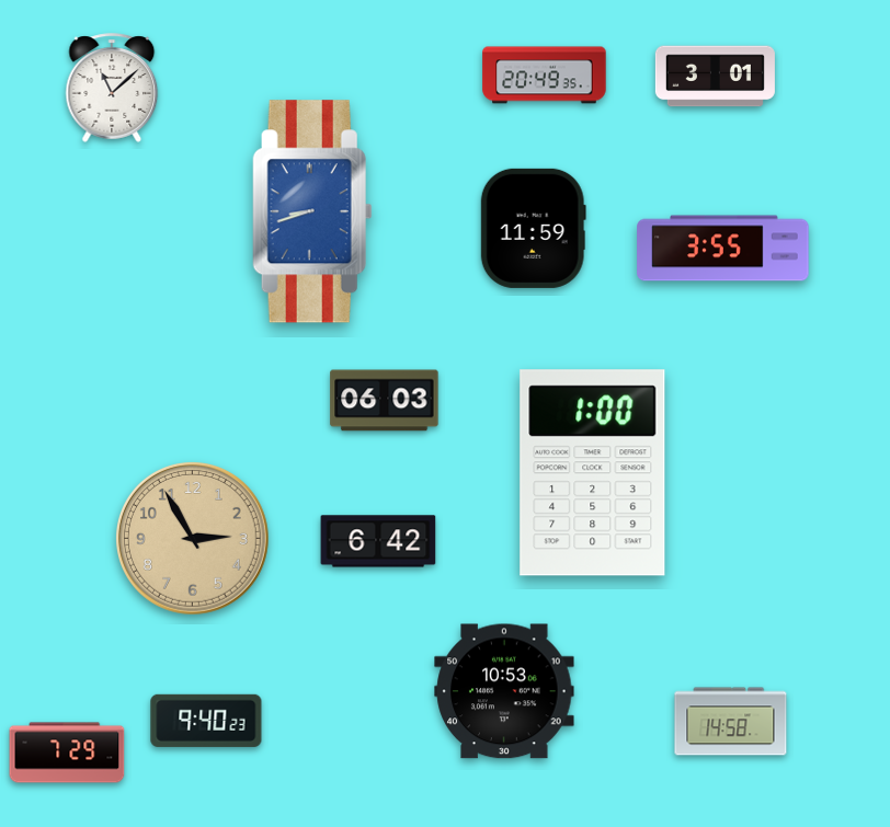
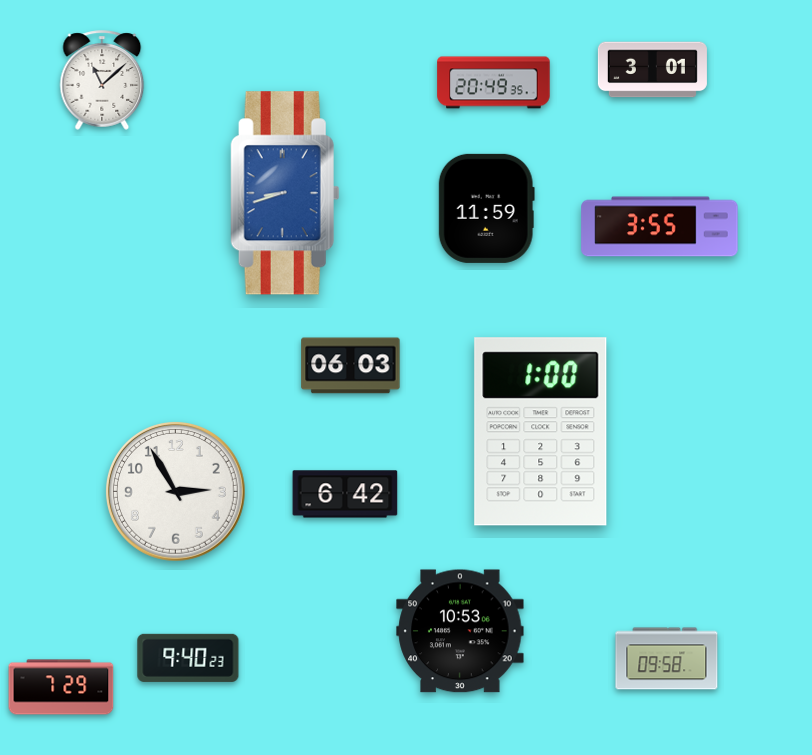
clock at (545, 76) position: (545, 76) -> (494, 83)
clock at (193, 539) dial: champagne -> white
clock at (731, 722): 14:58 -> 09:58
